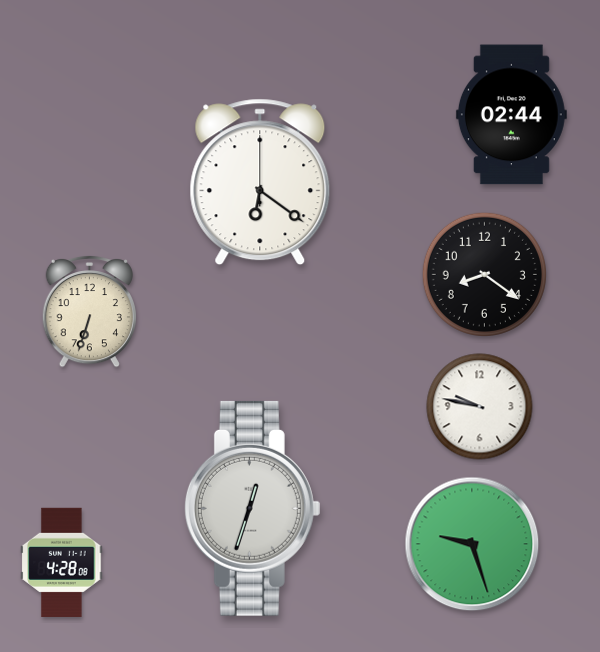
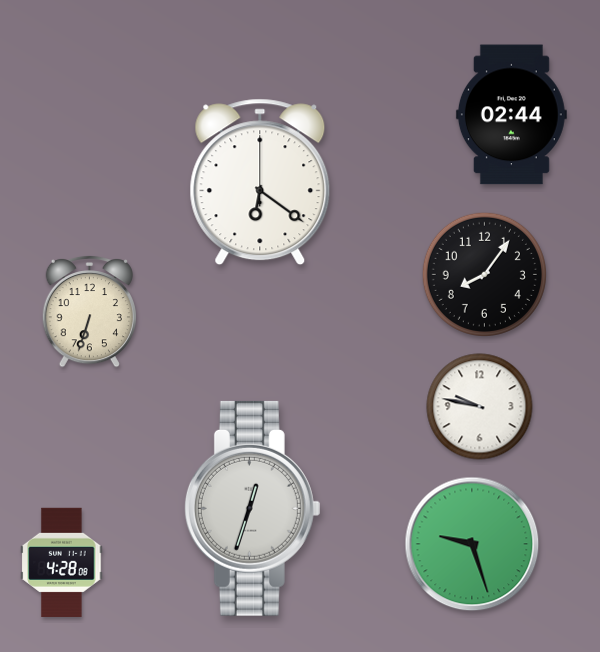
clock at (484, 274): 8:21 -> 8:06
